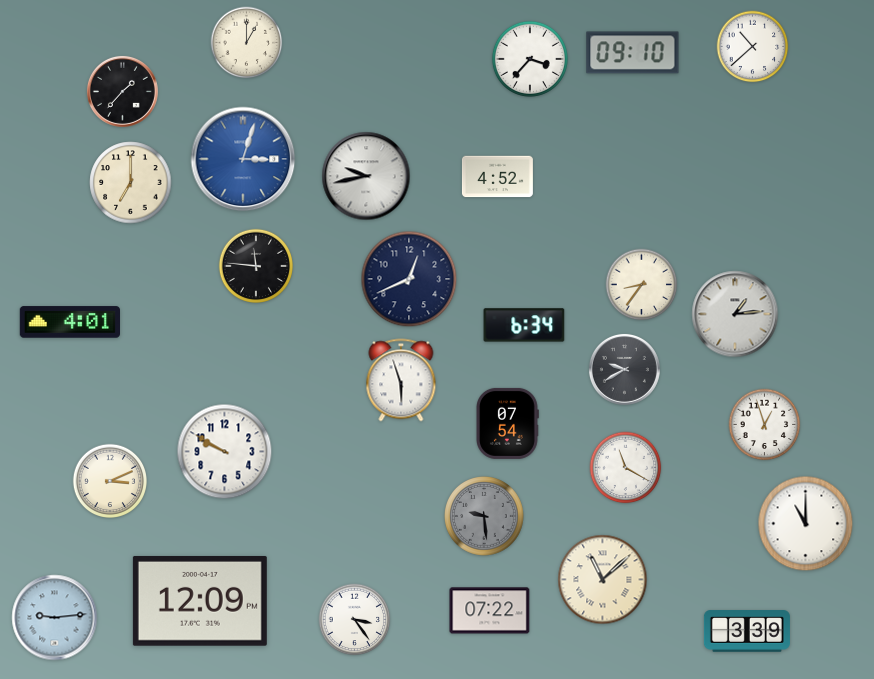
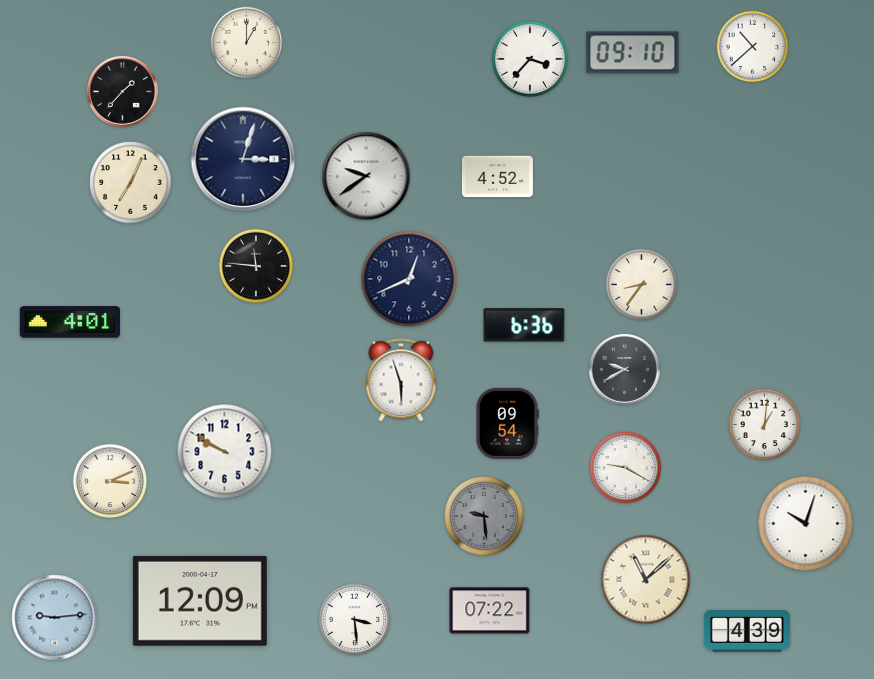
clock at (243, 159) dial: blue -> navy
clock at (366, 176): 9:43 -> 9:39
clock at (131, 183): 7:00 -> 7:04
clock at (735, 314): 1:14 -> none
clock at (524, 325): 6:34 -> 6:36
clock at (508, 423): 07:54 -> 09:54
clock at (765, 425): 12:57 -> 1:01
clock at (626, 468): 11:20 -> 9:20
clock at (806, 524): 11:00 -> 10:03
clock at (603, 580) position: (603, 580) -> (646, 580)
clock at (355, 620): 3:24 -> 3:29
clock at (747, 631): 3:39 -> 4:39
